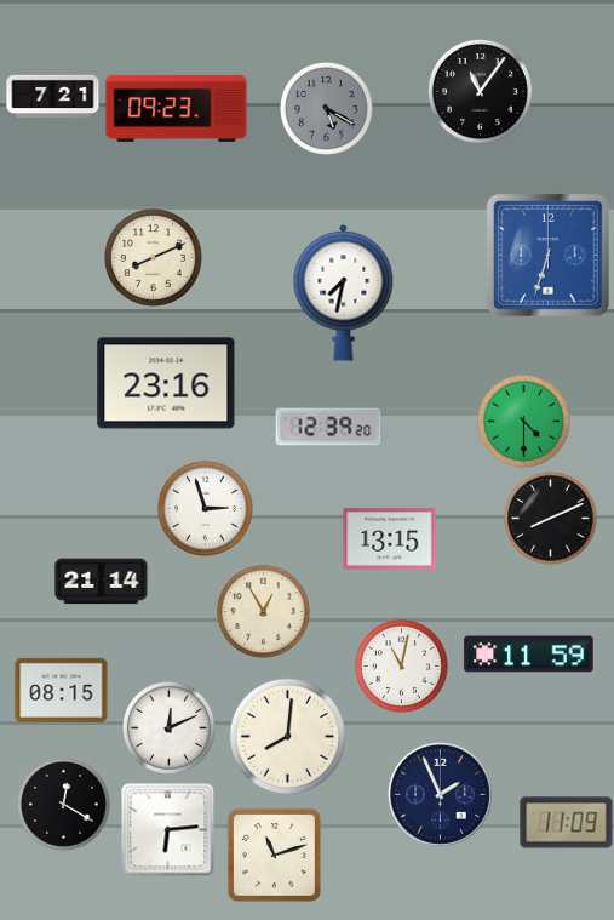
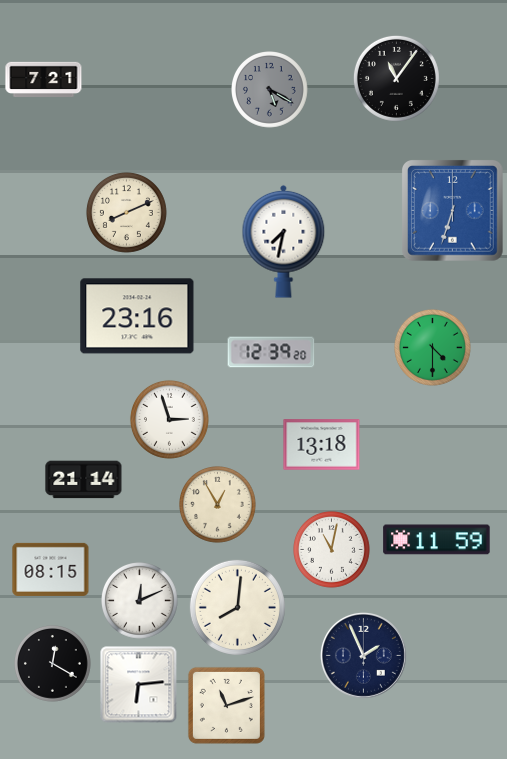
clock at (480, 91) position: (480, 91) -> (396, 78)
clock at (177, 108): 09:23 -> none
clock at (551, 519): 8:11 -> none
clock at (390, 539): 13:15 -> 13:18
clock at (567, 823): 11:09 -> none
